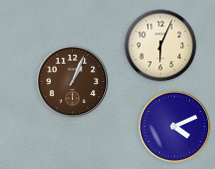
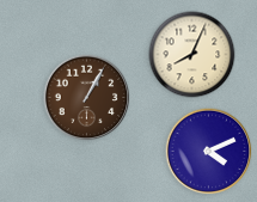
clock at (161, 46): 6:04 -> 8:04
clock at (73, 82): 1:04 -> 1:05
